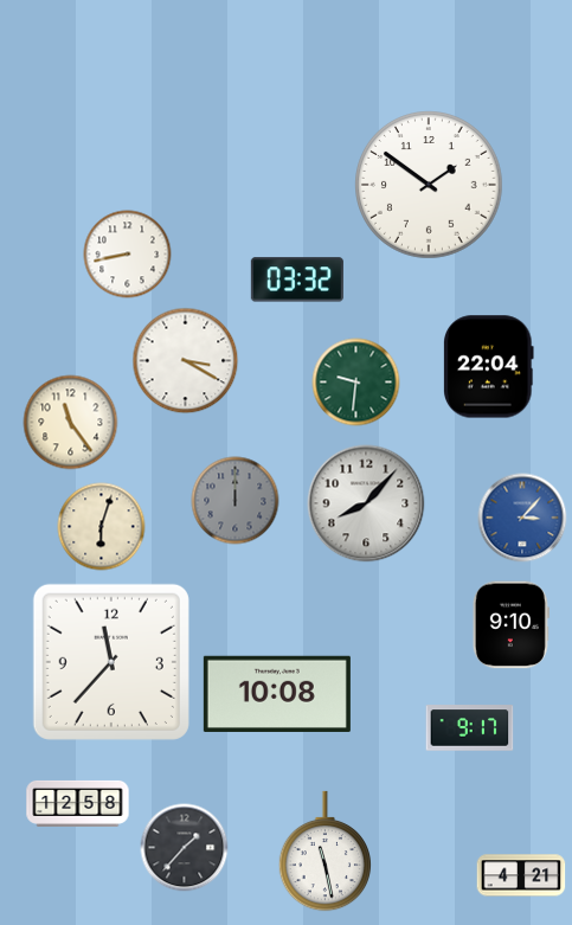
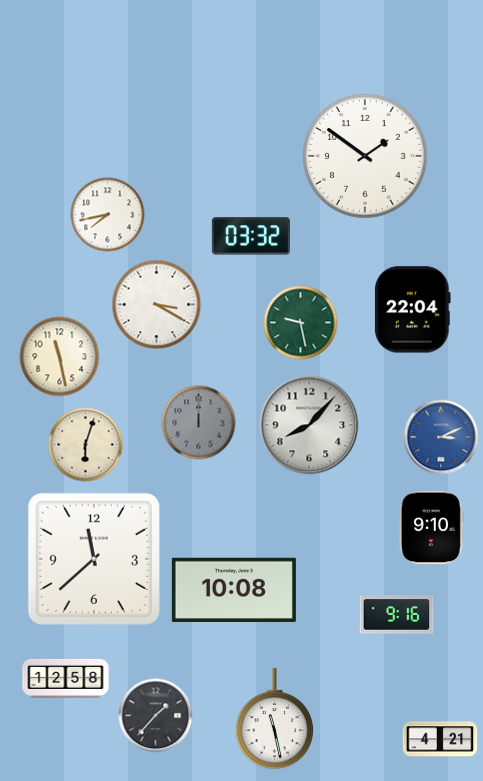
clock at (430, 186) position: (430, 186) -> (366, 157)
clock at (128, 255): 8:43 -> 7:43
clock at (356, 383): 9:31 -> 9:28
clock at (71, 423): 11:24 -> 11:28
clock at (522, 518): 3:07 -> 3:11
clock at (111, 662): 11:37 -> 11:38
clock at (277, 694) position: (277, 694) -> (234, 590)
clock at (470, 728): 9:17 -> 9:16
